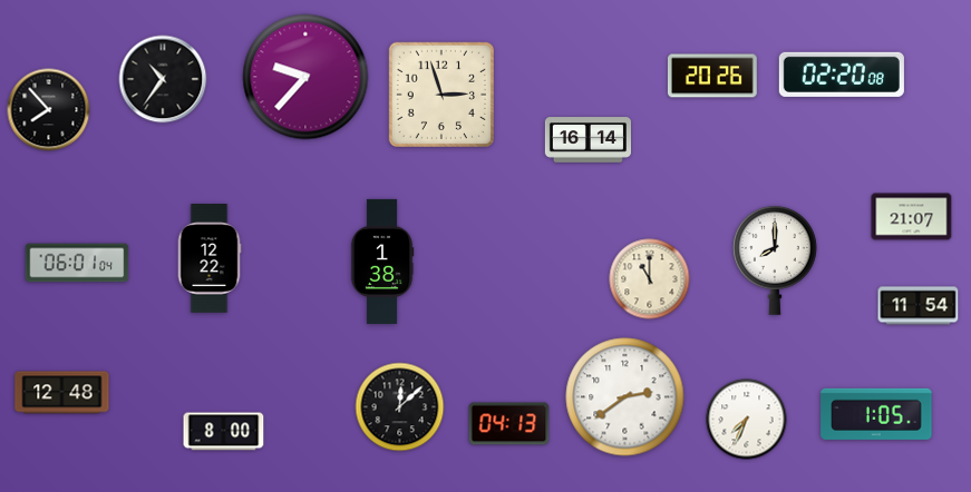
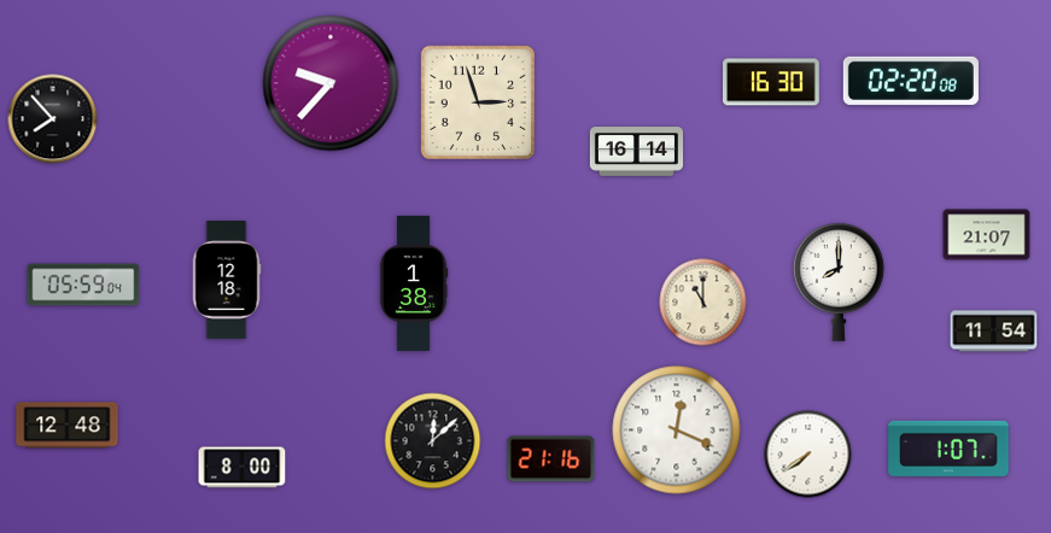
clock at (712, 76): 20:26 -> 16:30
clock at (163, 79): 10:36 -> none
clock at (210, 258): 12:22 -> 12:18
clock at (77, 263): 06:01 -> 05:59
clock at (625, 397): 2:39 -> 12:19
clock at (876, 414): 1:05 -> 1:07
clock at (747, 420): 7:34 -> 7:39
clock at (509, 424): 04:13 -> 21:16
